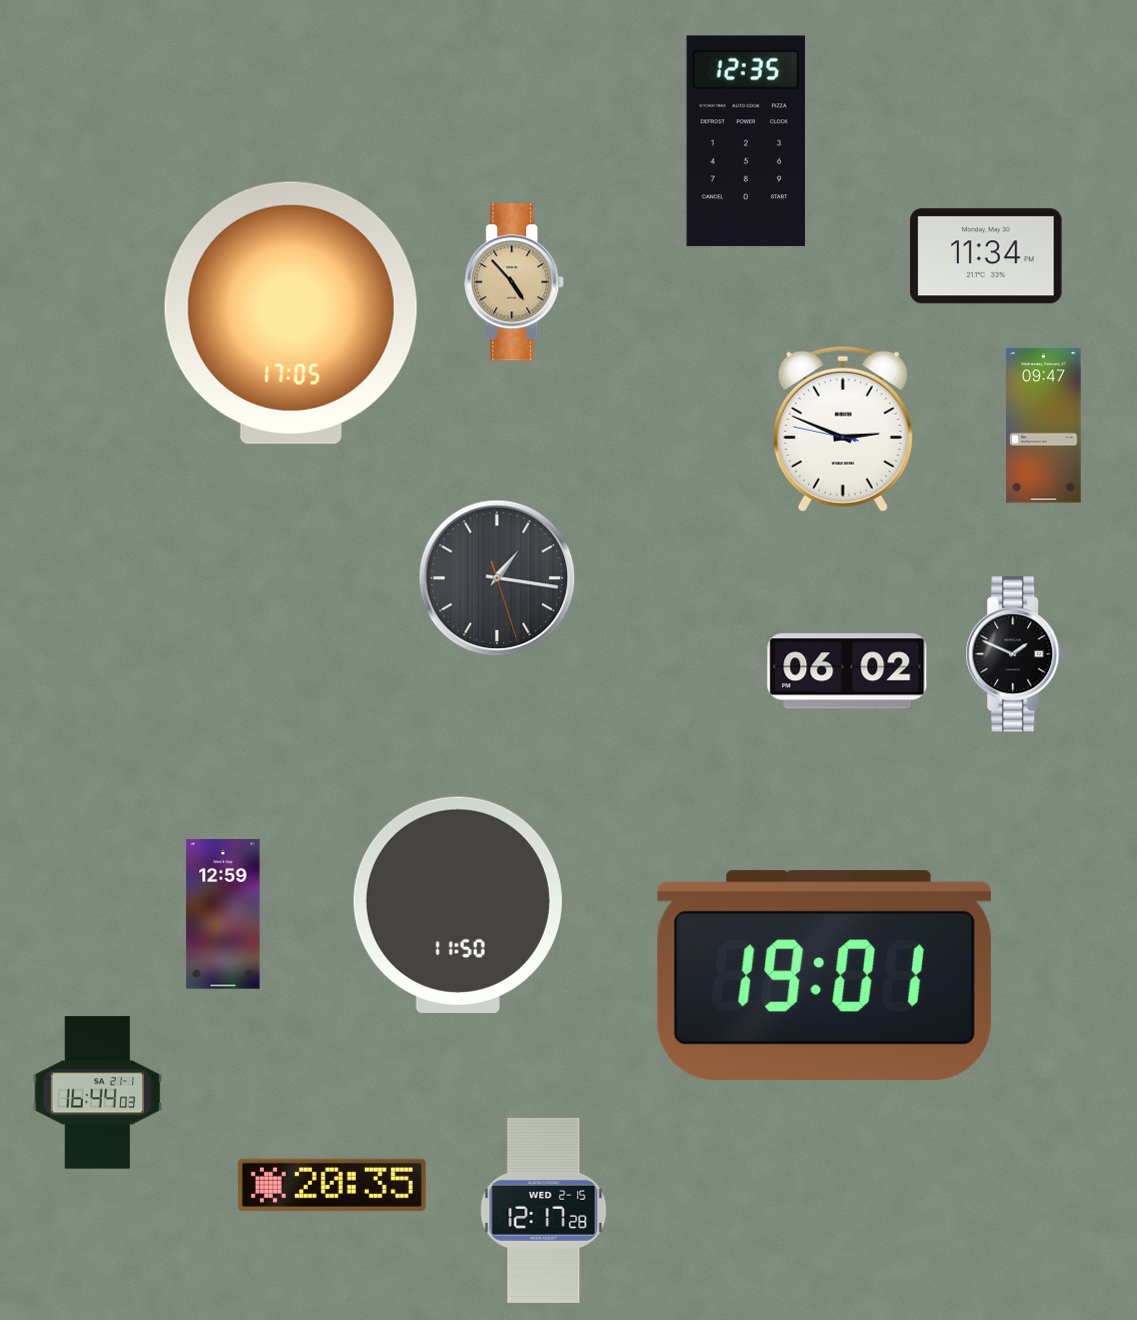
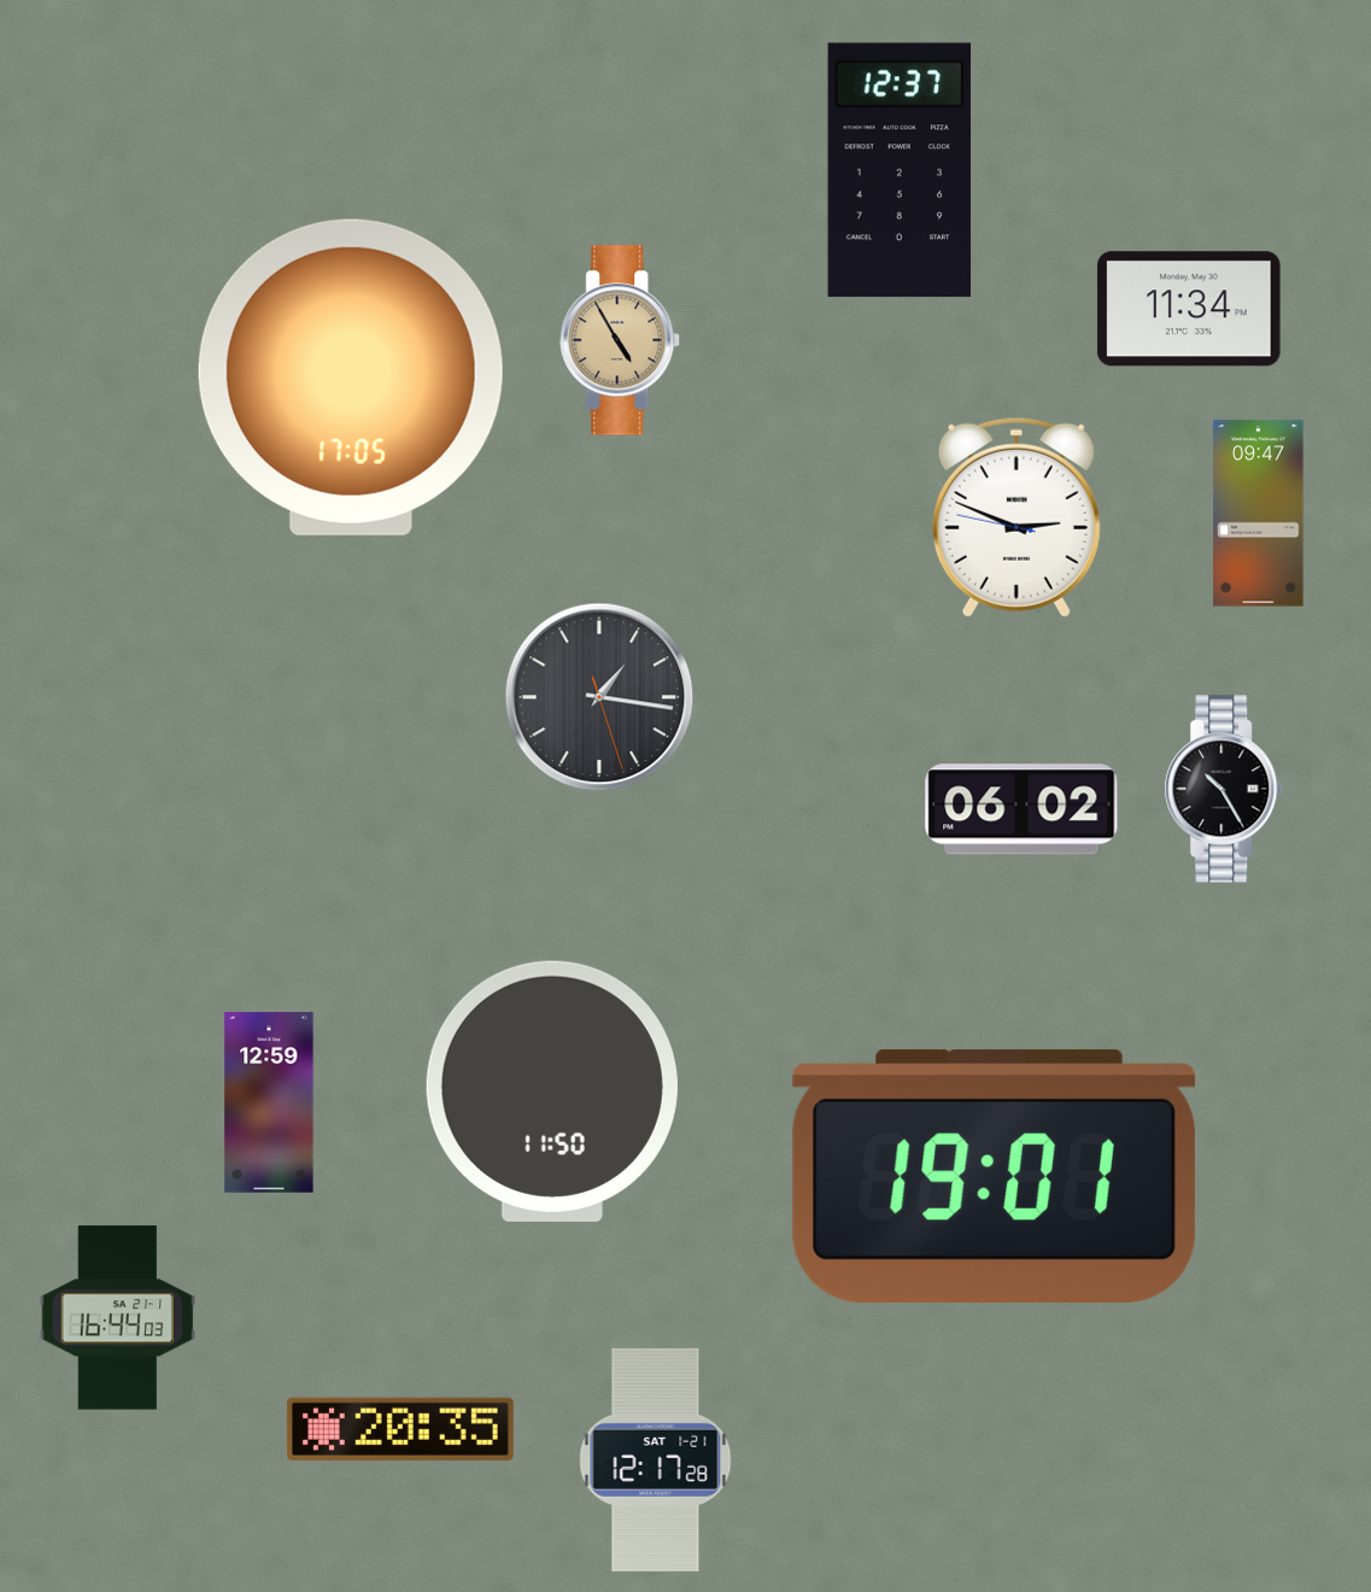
clock at (746, 141): 12:35 -> 12:37
clock at (515, 282): 4:53 -> 4:55
clock at (1015, 654): 1:49 -> 10:25
clock at (544, 1210) date: WED 2-15 -> SAT 1-21
